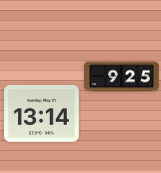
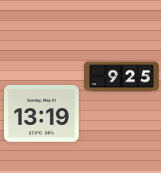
clock at (42, 114): 13:14 -> 13:19
